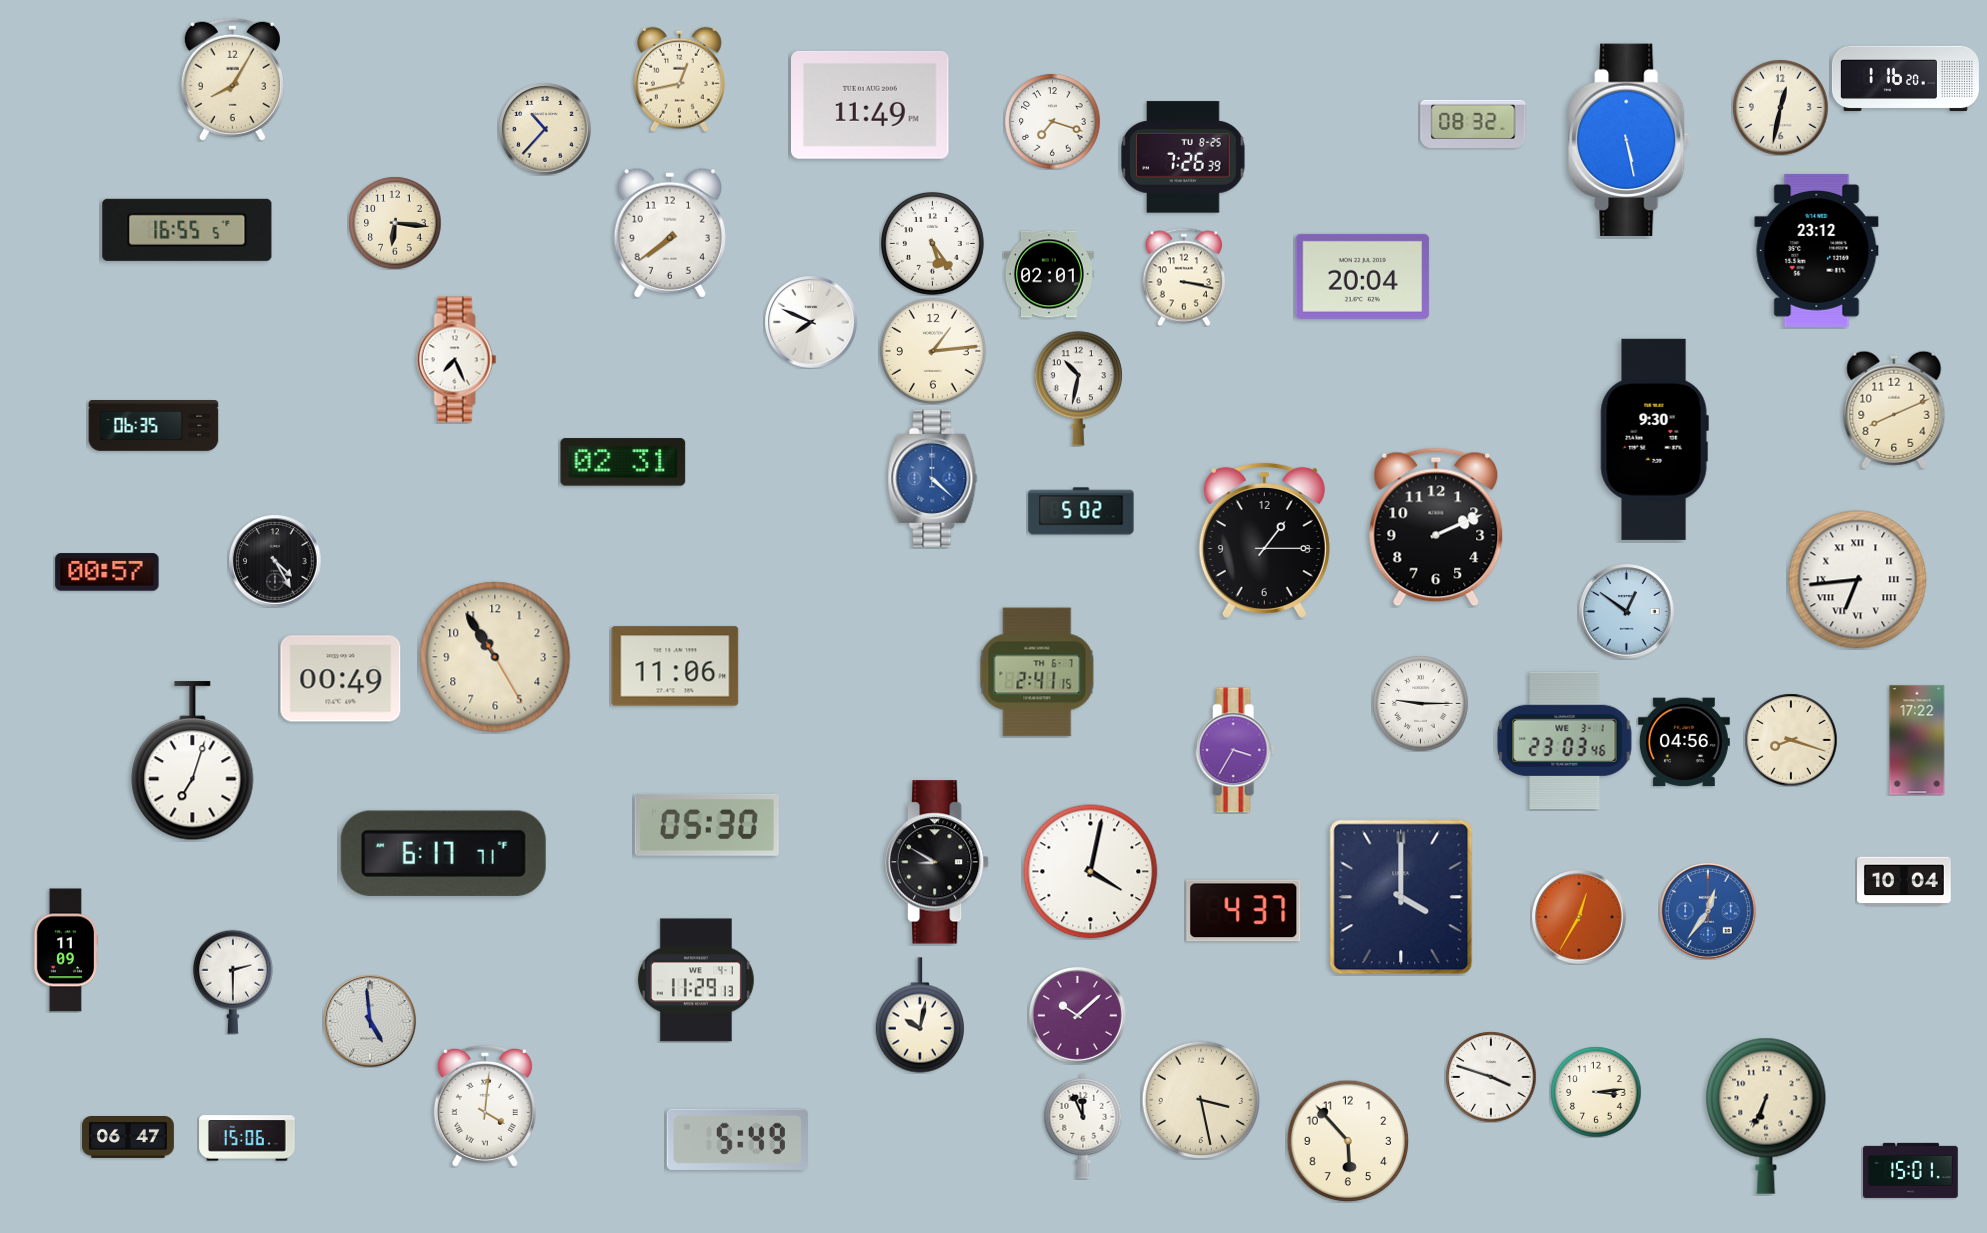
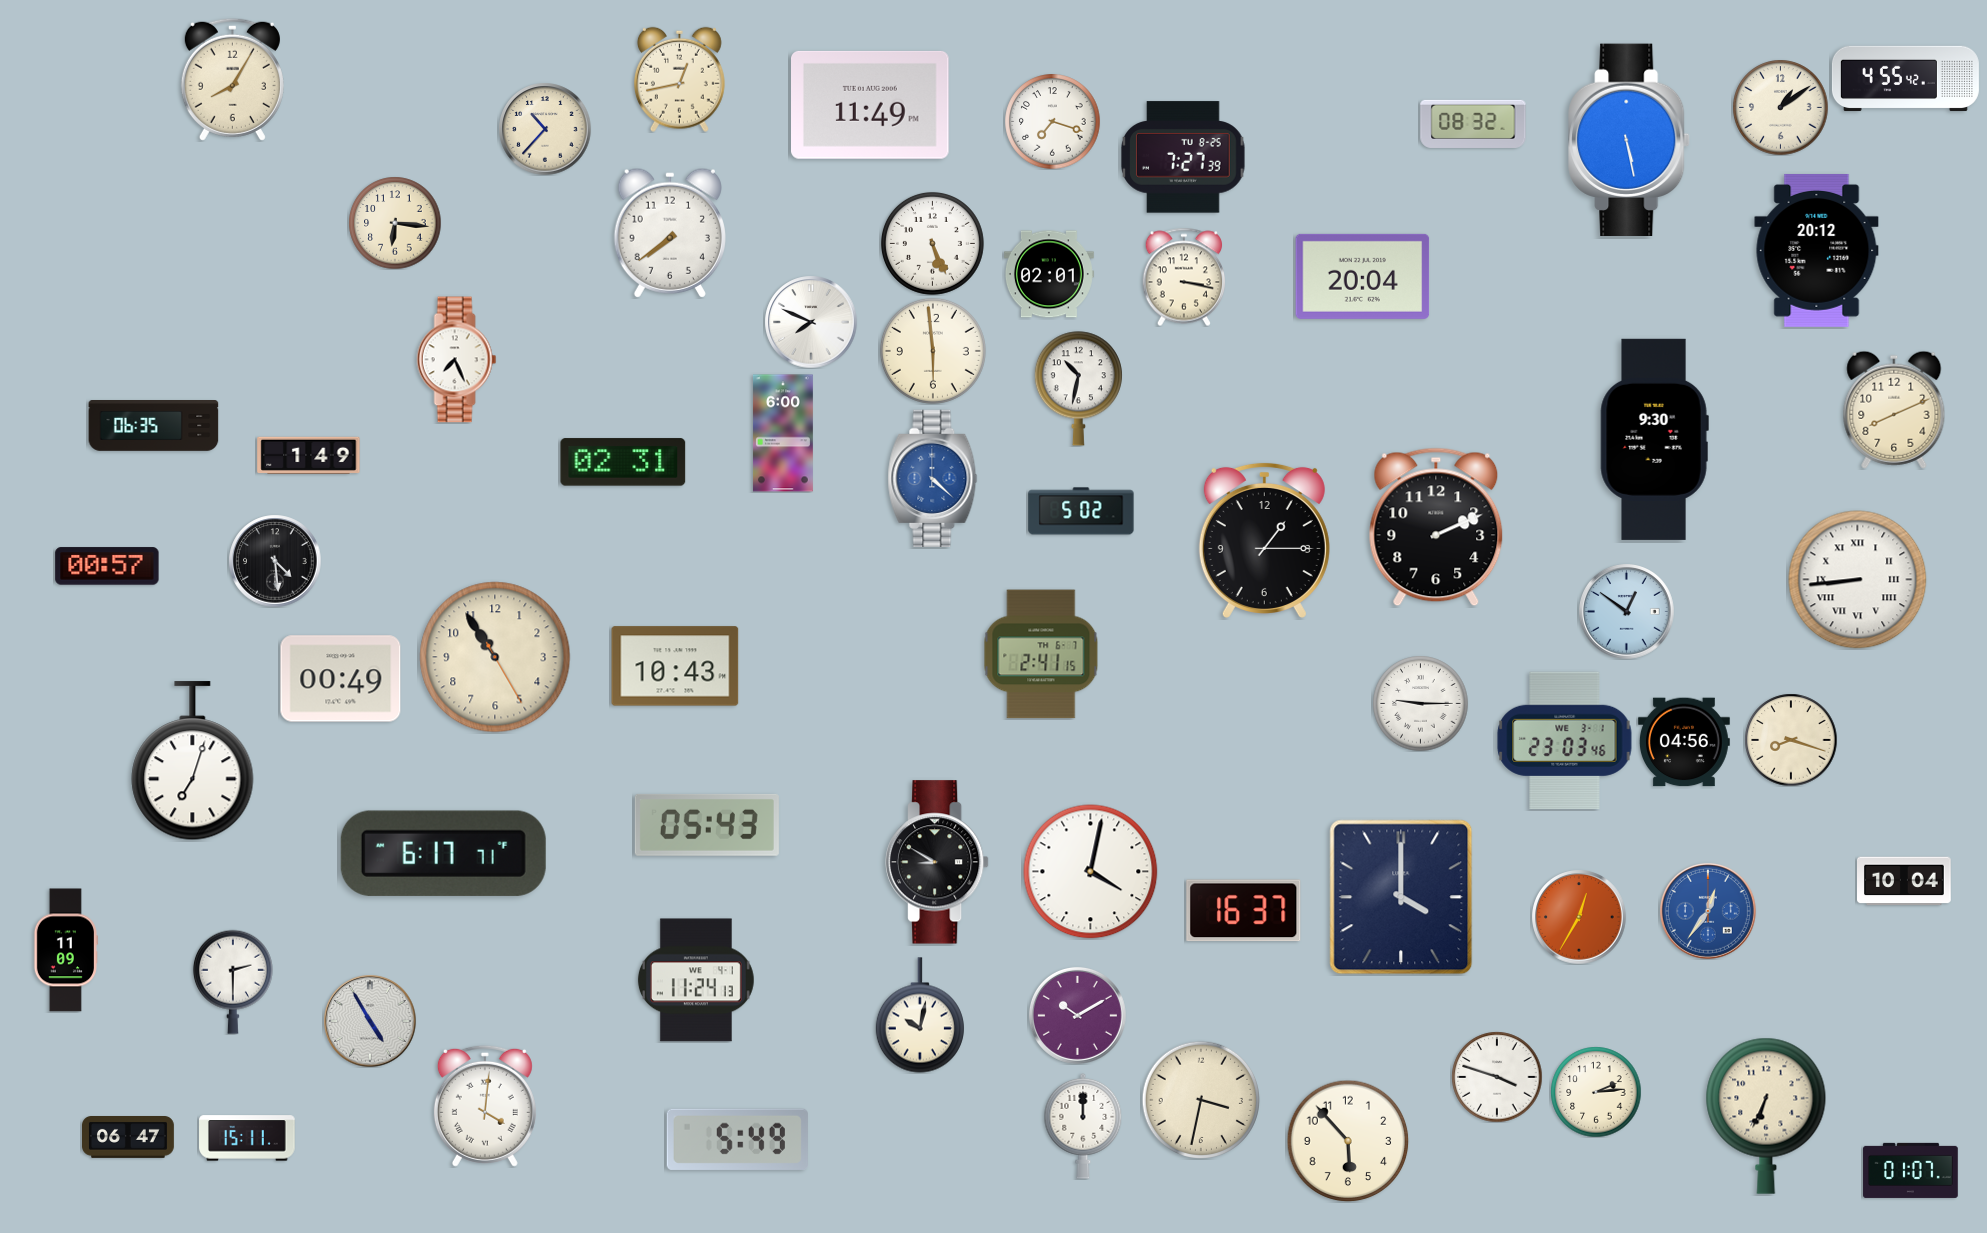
clock at (1905, 79): 1:16 -> 4:55
clock at (1780, 107): 12:32 -> 1:09
clock at (1183, 157): 7:26 -> 7:27
clock at (187, 230): 16:55 -> none
clock at (932, 243): 5:24 -> 5:26
clock at (1817, 250): 23:12 -> 20:12
clock at (933, 351): 1:14 -> 5:59
clock at (783, 433): none -> 6:00
clock at (309, 455): none -> 1:49
clock at (275, 561): 4:25 -> 4:29
clock at (107, 572) position: (107, 572) -> (107, 566)
clock at (1858, 580): 6:44 -> 8:44
clock at (675, 666): 11:06 -> 10:43
clock at (1037, 672) position: (1037, 672) -> (1041, 654)
clock at (1917, 740): 17:22 -> none
clock at (1235, 750): 3:35 -> none
clock at (707, 825): 05:30 -> 05:43
clock at (1244, 911): 4:37 -> 16:37
clock at (696, 980): 11:29 -> 11:24
clock at (1077, 1015): 10:08 -> 10:10
clock at (370, 1021): 4:59 -> 4:55
clock at (1491, 1077) position: (1491, 1077) -> (1497, 1077)
clock at (1596, 1092): 3:14 -> 2:14
clock at (1200, 1099): 3:28 -> 3:32
clock at (1083, 1126): 11:56 -> 12:00
clock at (247, 1138): 15:06 -> 15:11
clock at (1911, 1170): 15:01 -> 01:07
